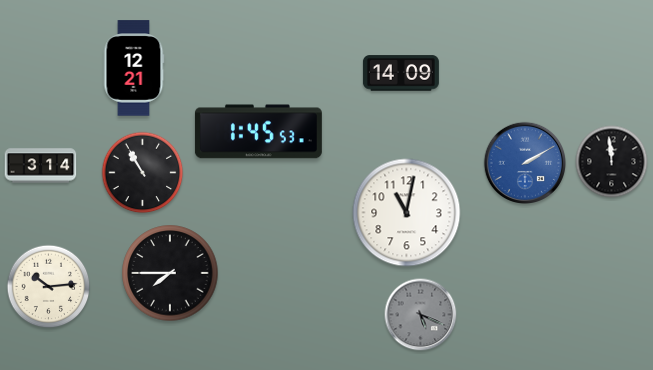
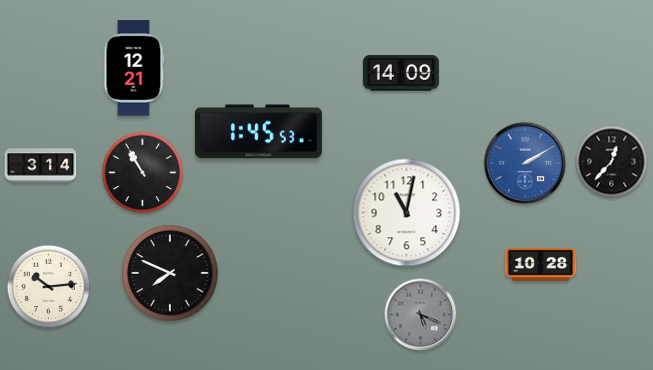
clock at (612, 162): 11:59 -> 12:37
clock at (541, 264): none -> 10:28
clock at (170, 273): 7:45 -> 7:49
